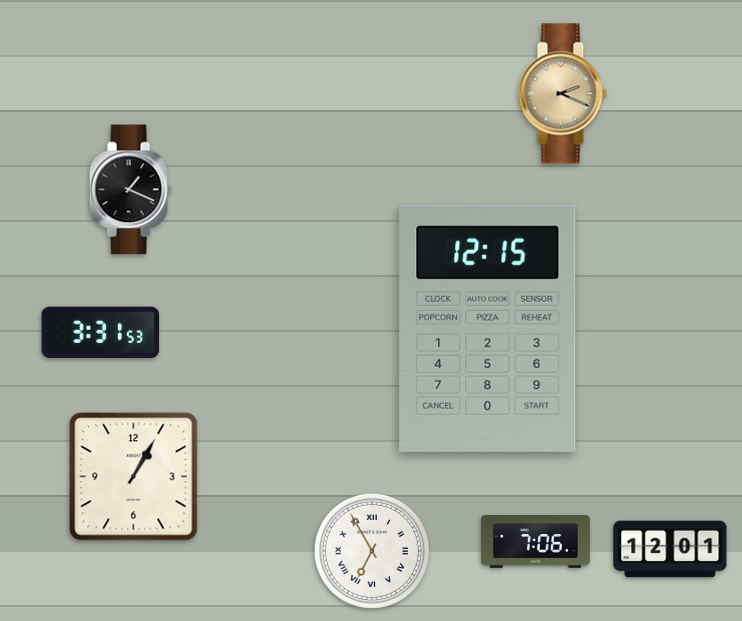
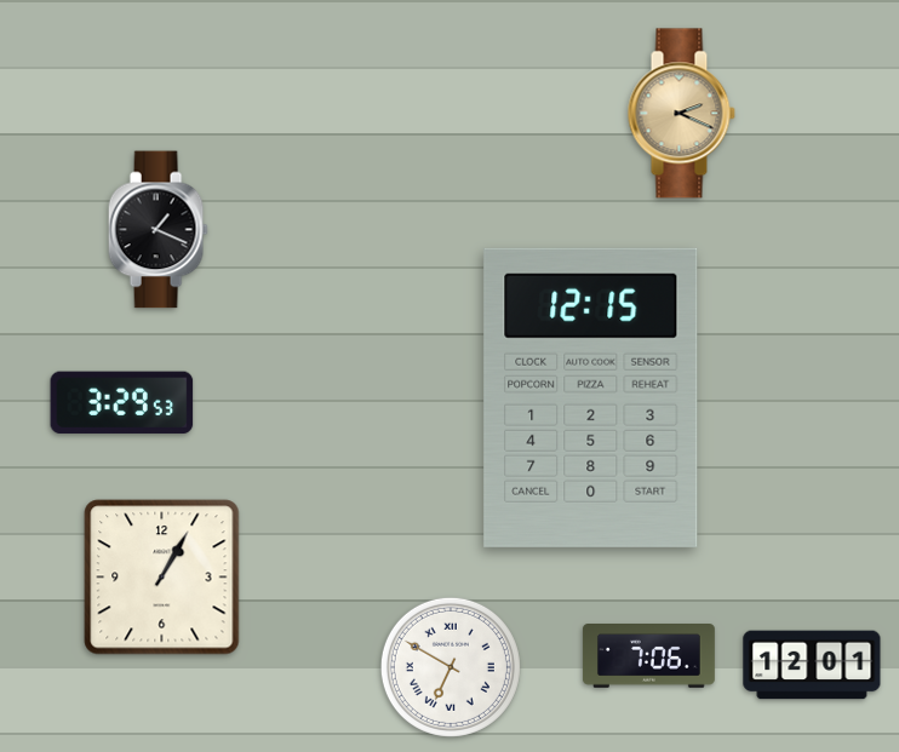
clock at (101, 333): 3:31 -> 3:29
clock at (372, 551): 6:55 -> 6:50
